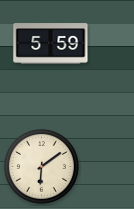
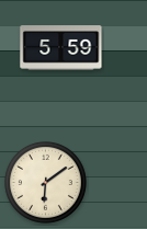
clock at (51, 44) position: (51, 44) -> (61, 48)
